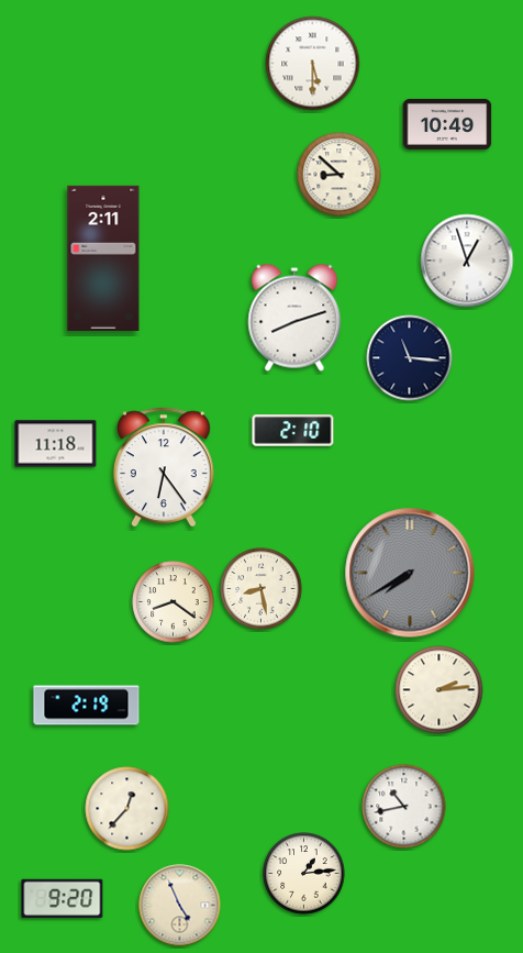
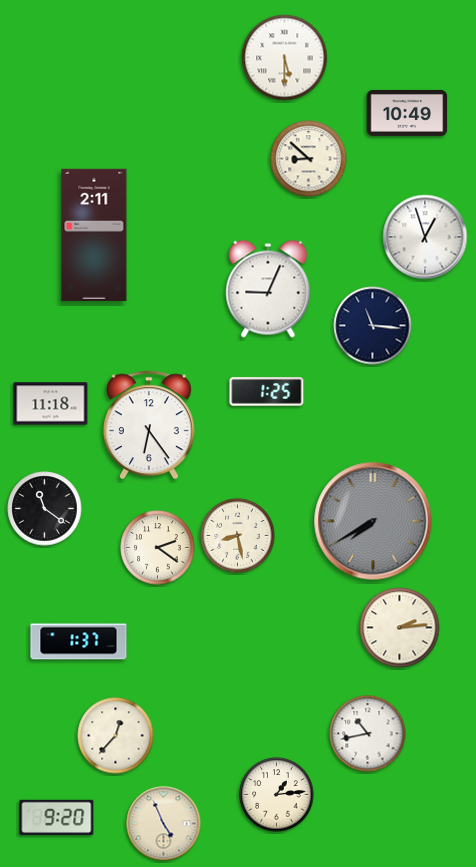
clock at (294, 318): 8:12 -> 9:04
clock at (293, 431): 2:10 -> 1:25
clock at (45, 509): none -> 11:21
clock at (174, 602): 8:21 -> 2:21
clock at (87, 706): 2:19 -> 1:37
